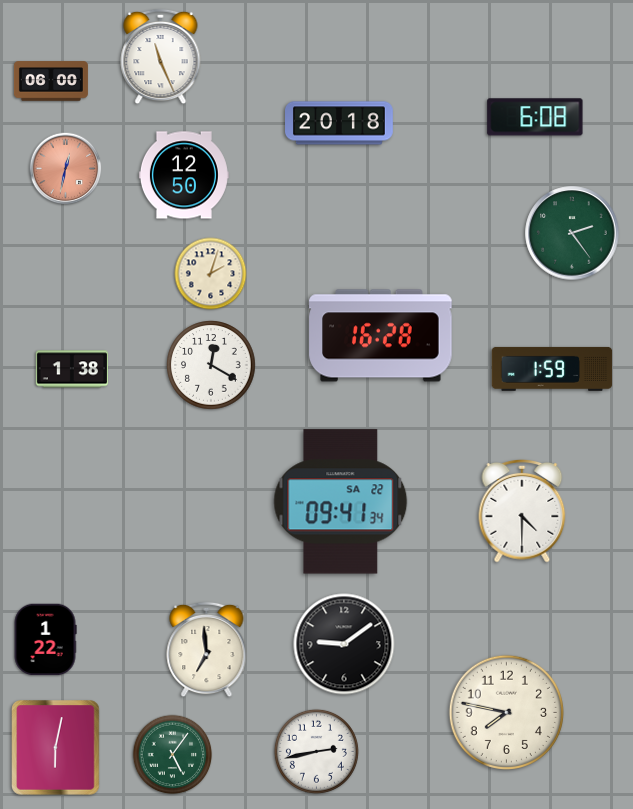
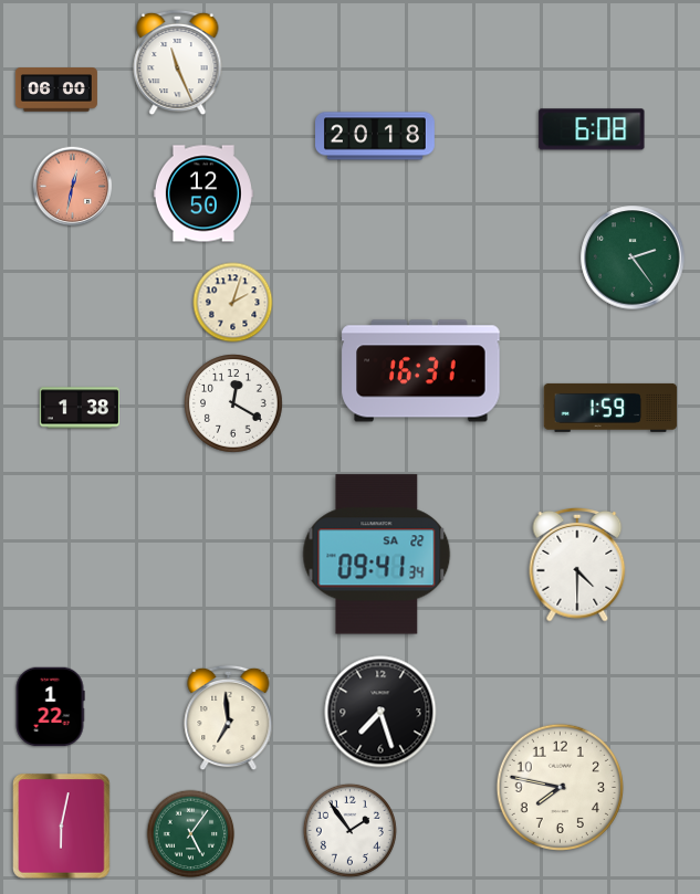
clock at (381, 336): 16:28 -> 16:31
clock at (344, 644): 9:09 -> 7:27
clock at (316, 751): 2:43 -> 1:54
